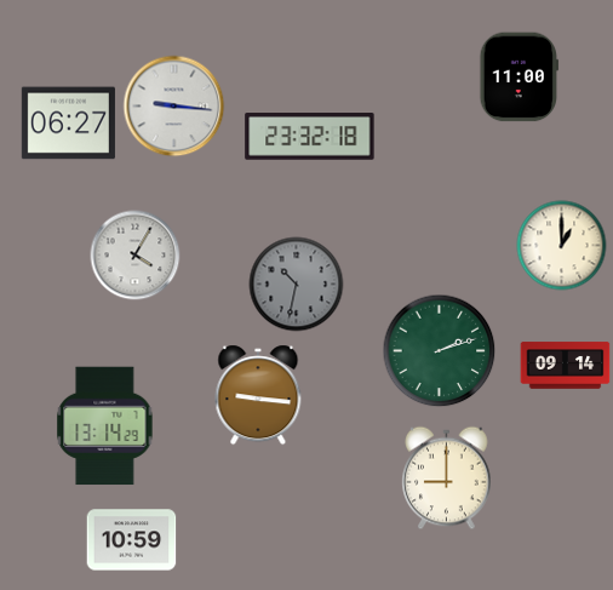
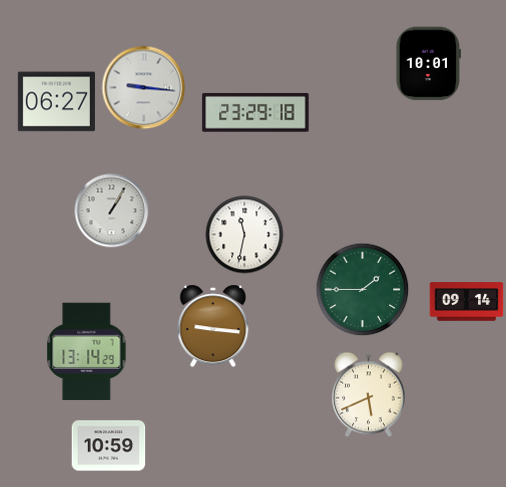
clock at (519, 78): 11:00 -> 10:01
clock at (310, 137): 23:32 -> 23:29
clock at (562, 246): 1:00 -> none
clock at (136, 256): 4:05 -> 1:05
clock at (297, 285): 10:32 -> 11:32
clock at (297, 285) dial: grey -> white
clock at (440, 351): 2:12 -> 1:45
clock at (447, 479): 9:00 -> 5:41
